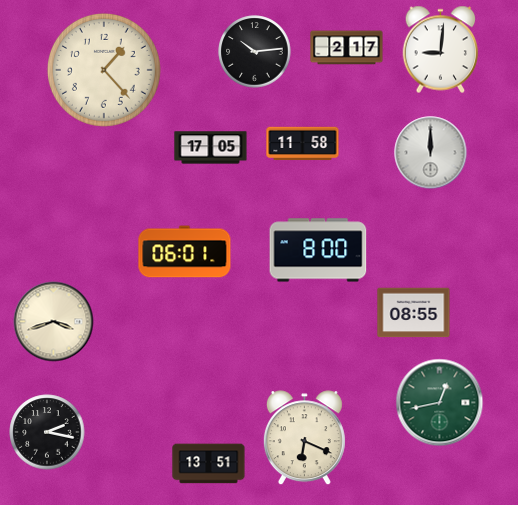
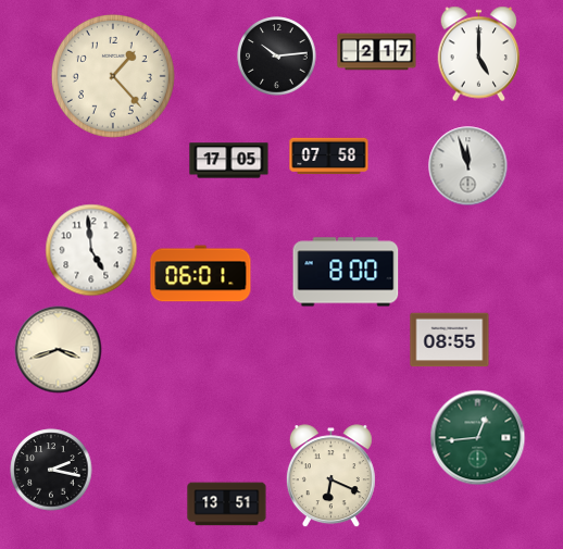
clock at (441, 50): 9:01 -> 5:00
clock at (303, 144): 11:58 -> 07:58
clock at (431, 153): 12:00 -> 11:57
clock at (91, 250): none -> 4:59
clock at (440, 403): 12:43 -> 12:44
